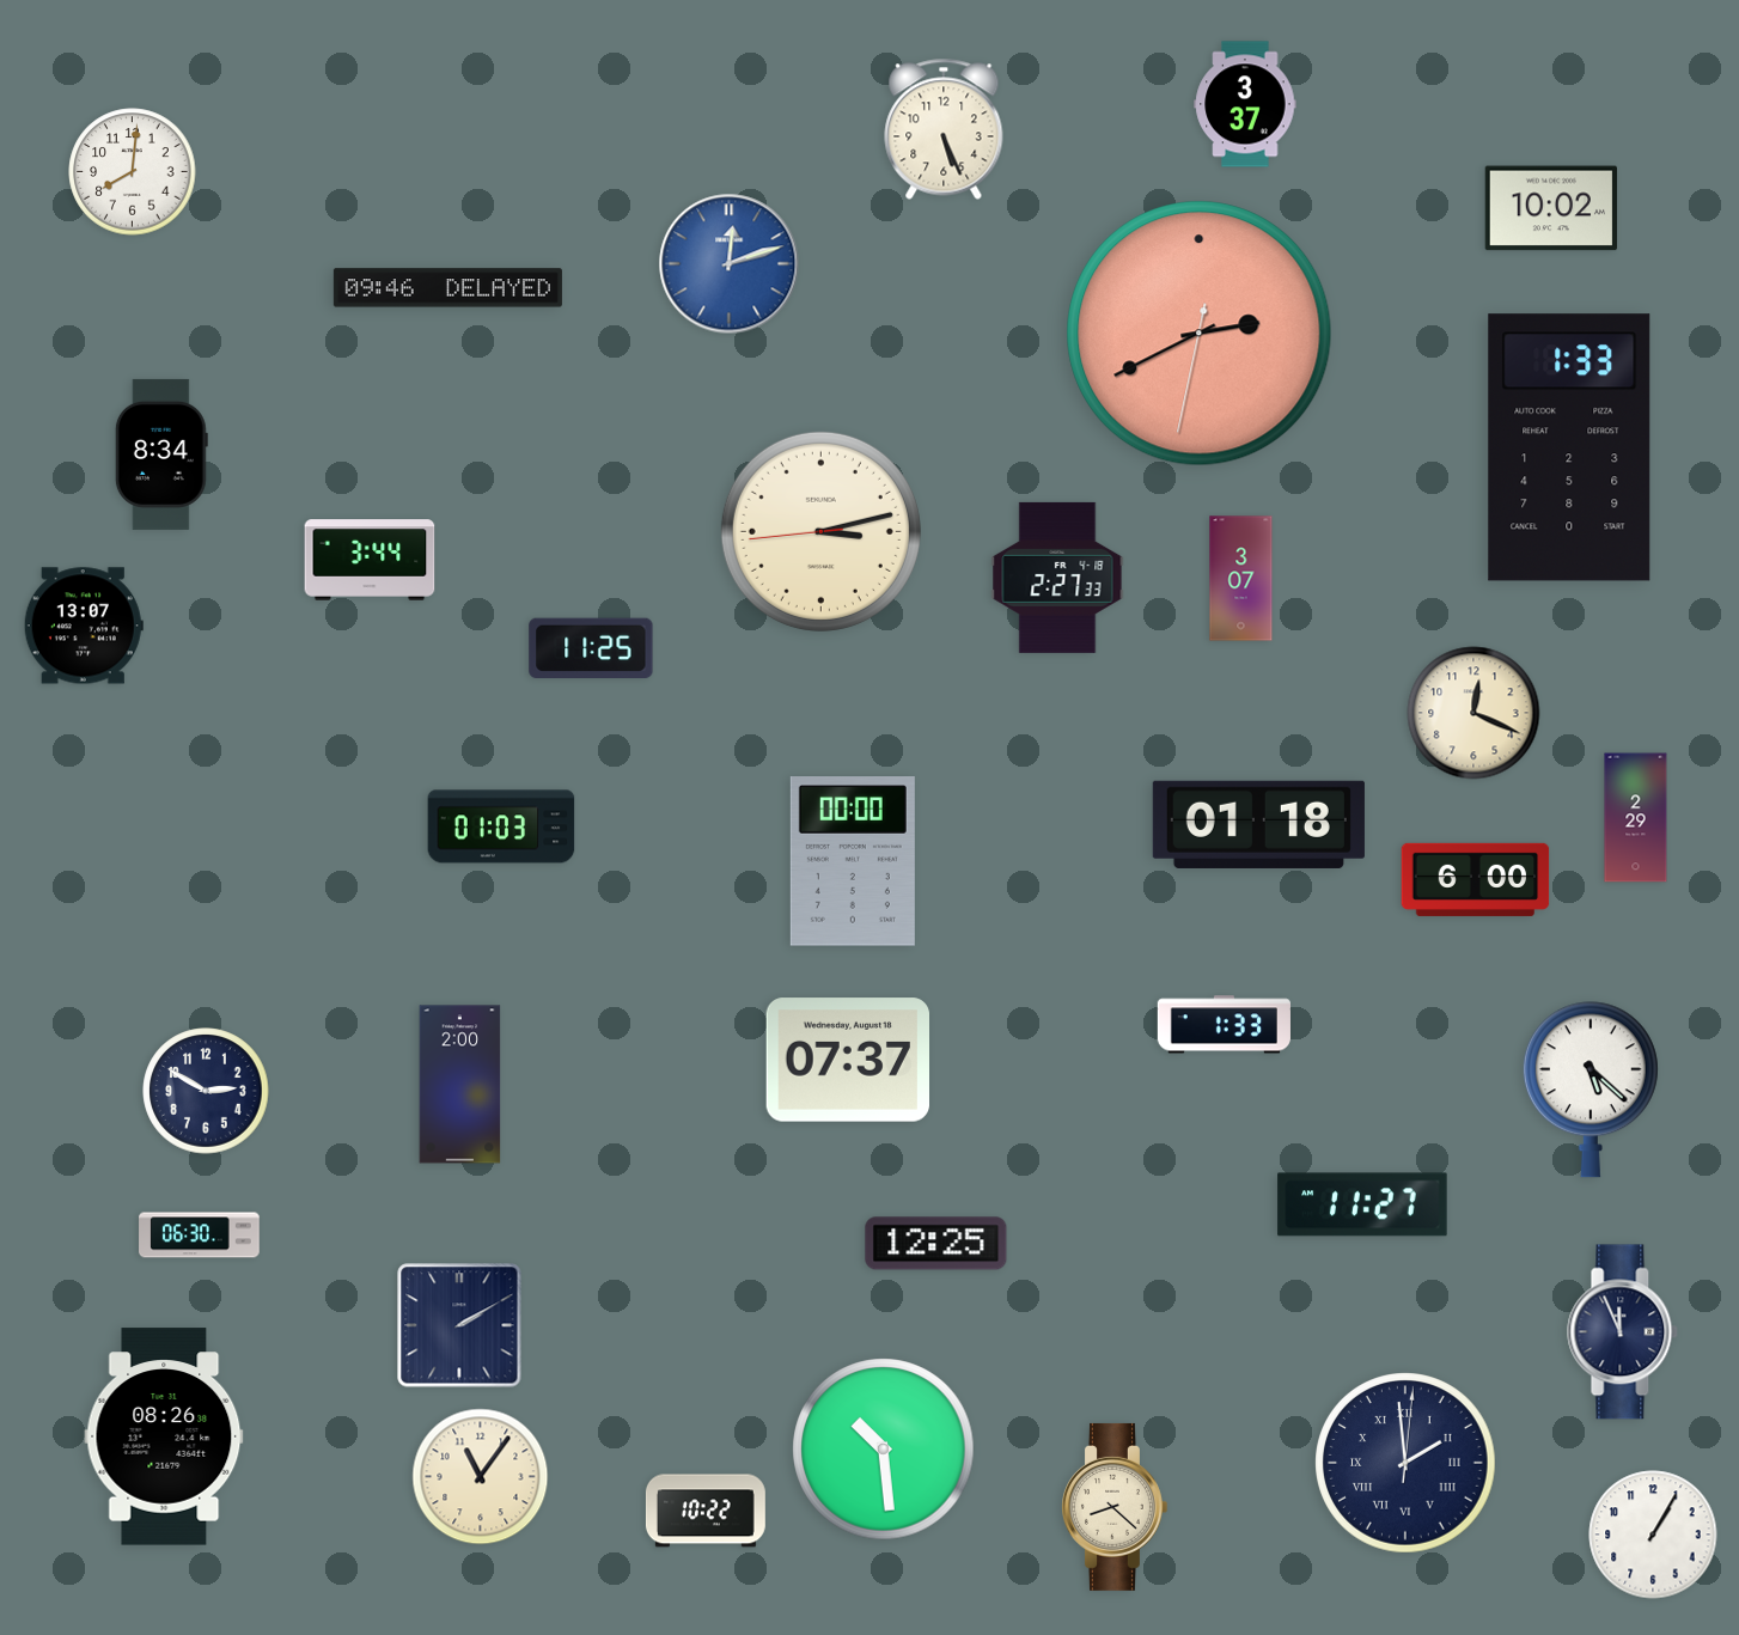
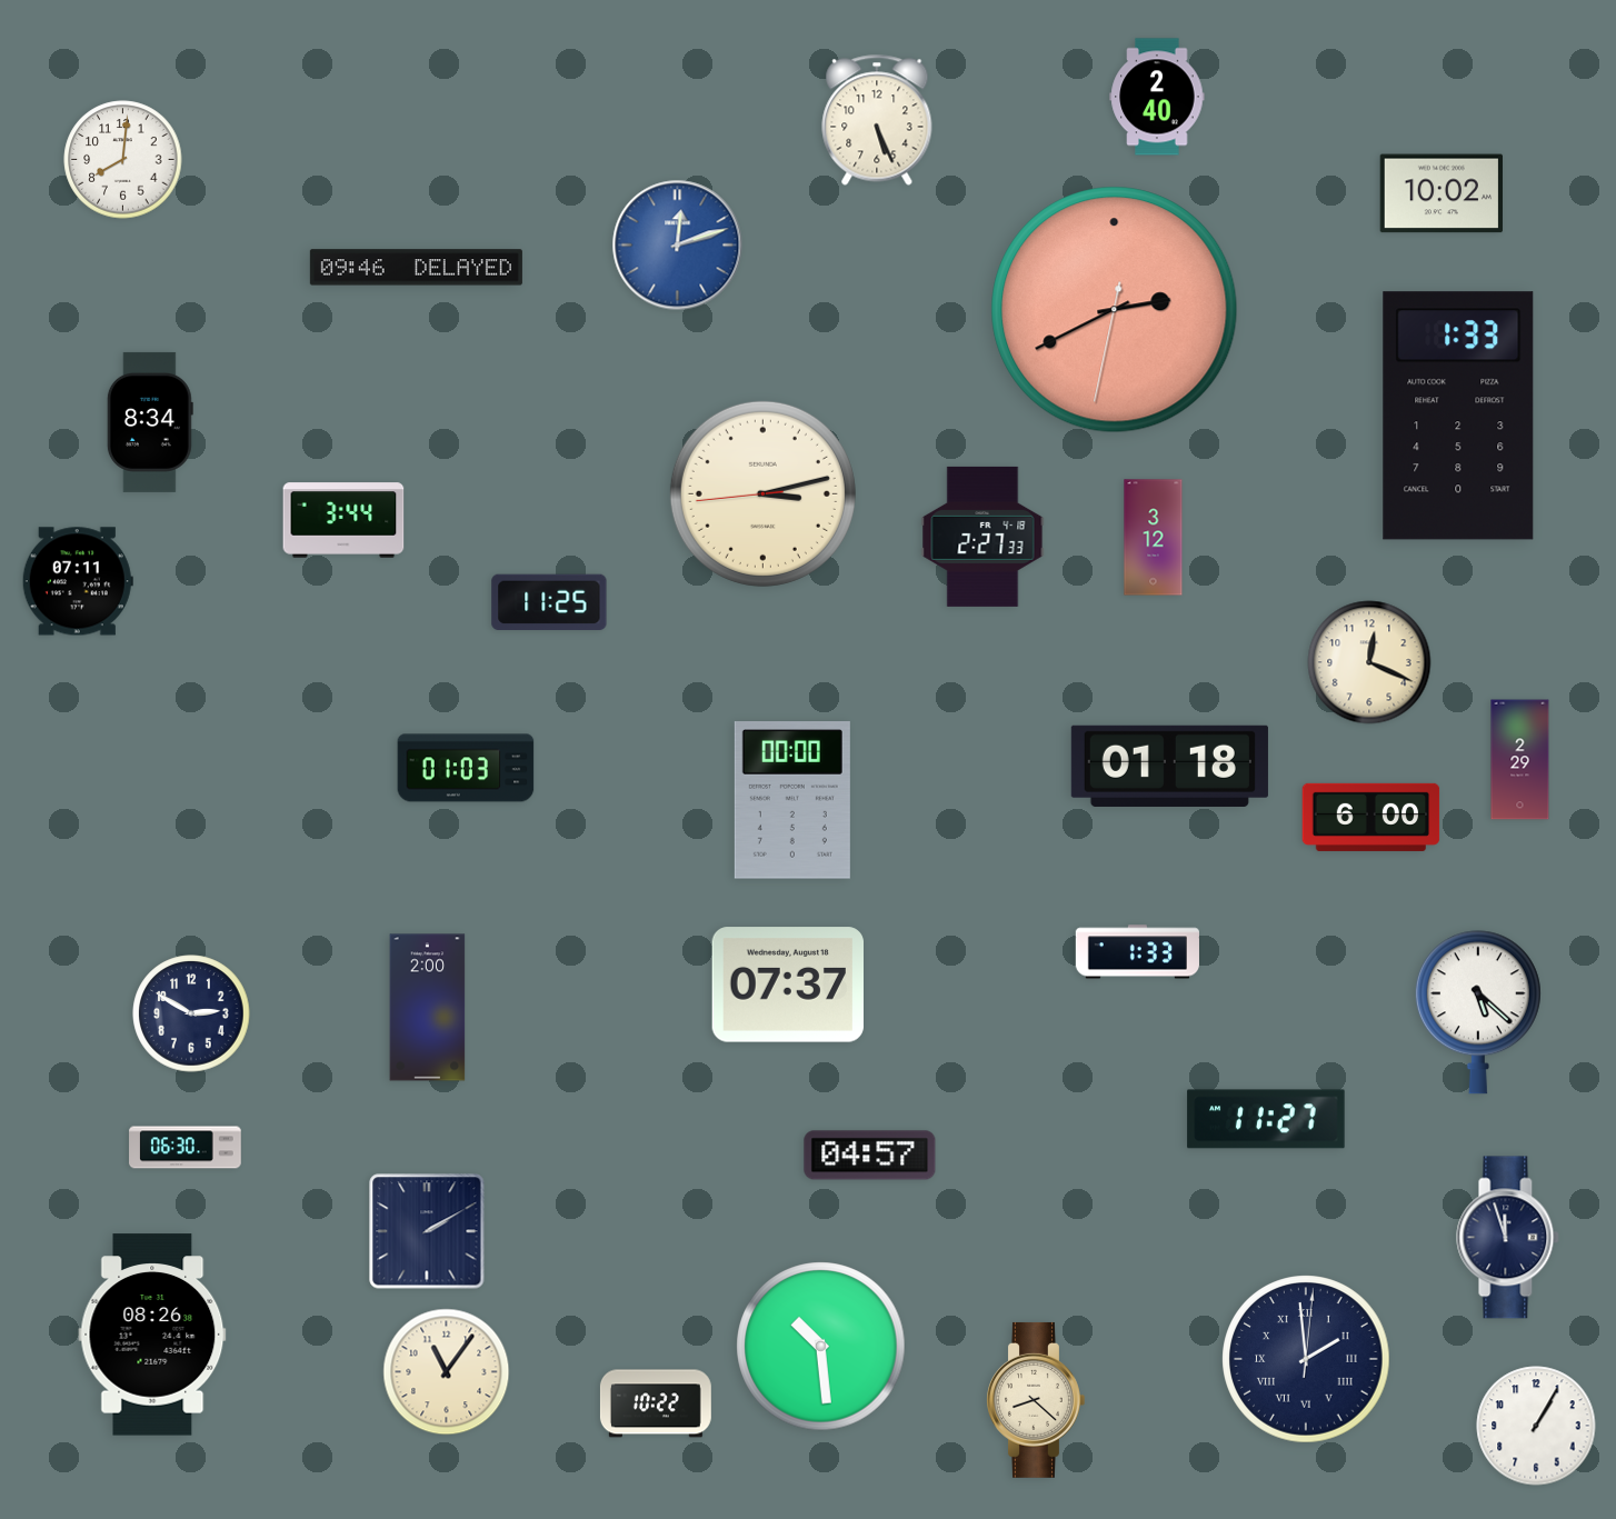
clock at (1245, 104): 3:37 -> 2:40
clock at (1241, 579): 3:07 -> 3:12
clock at (84, 626): 13:07 -> 07:11
clock at (936, 1244): 12:25 -> 04:57
clock at (1623, 1332): 11:56 -> 11:57
